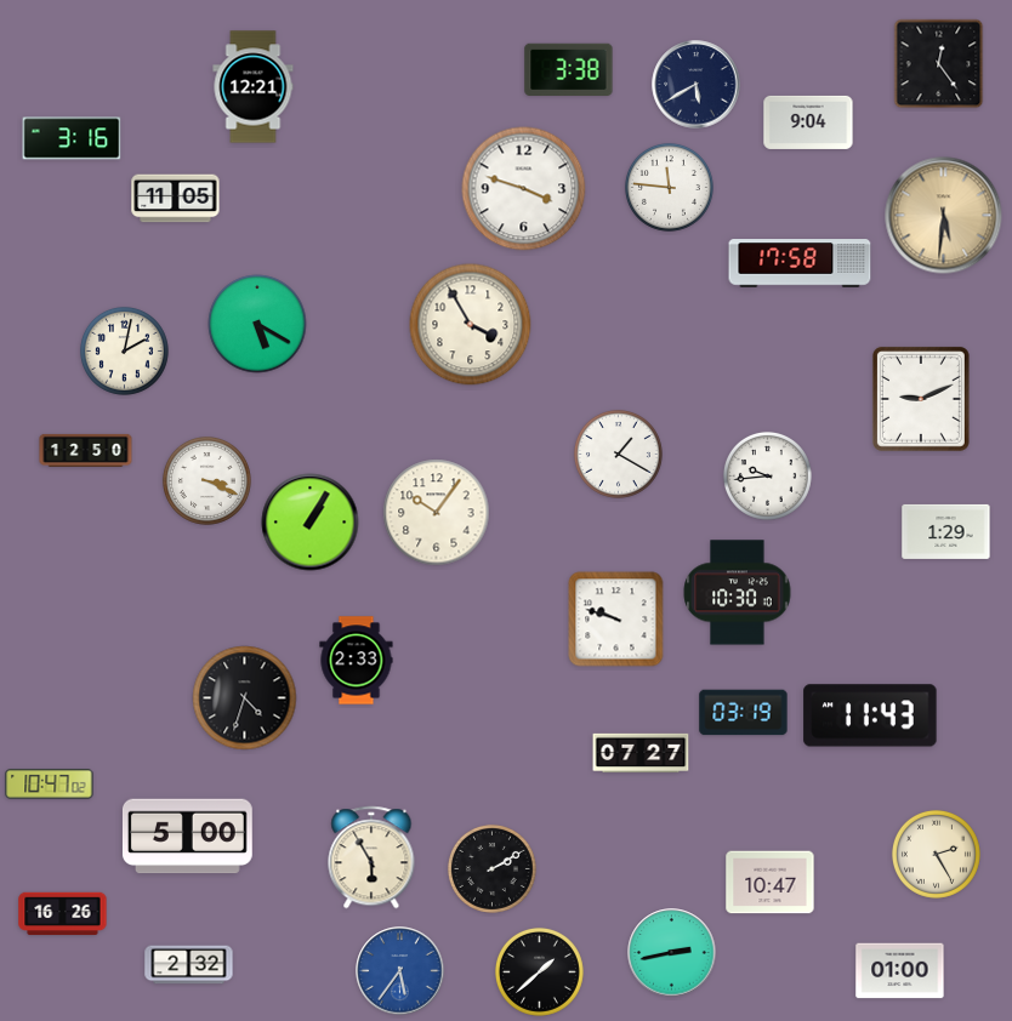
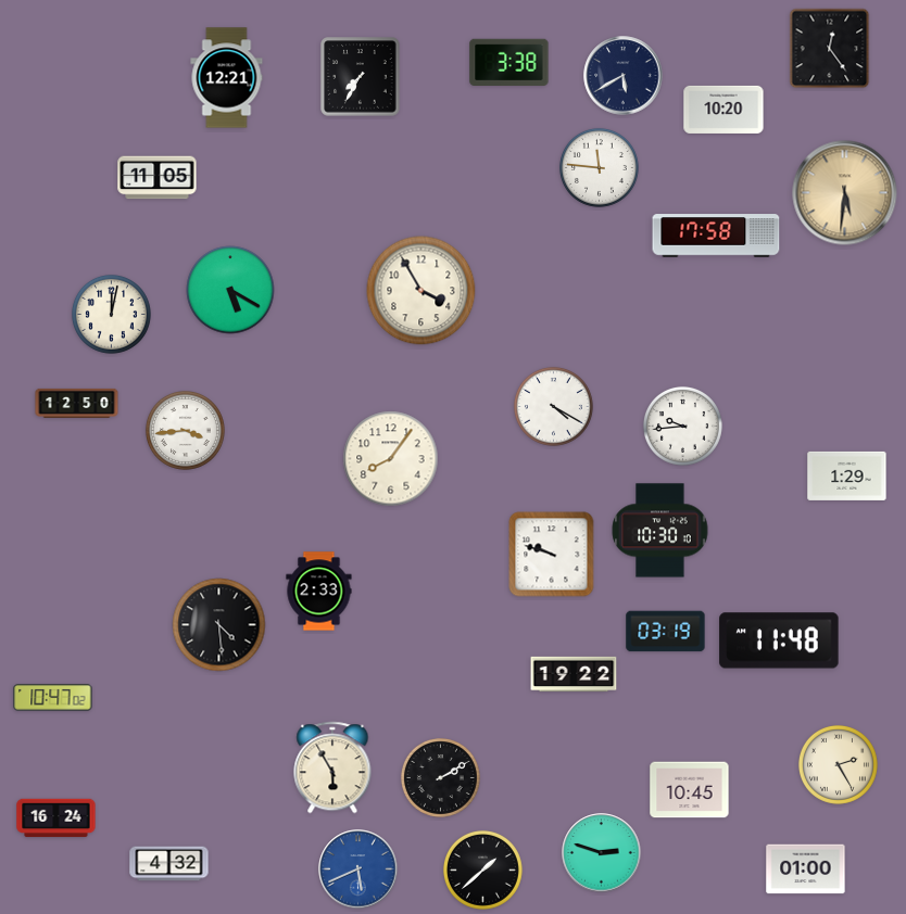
clock at (939, 64) position: (939, 64) -> (830, 49)
clock at (361, 77): none -> 7:35
clock at (808, 122): 9:04 -> 10:20
clock at (72, 138): 3:16 -> none
clock at (524, 189): 3:48 -> none
clock at (124, 350): 2:02 -> 12:02
clock at (921, 399): 9:11 -> none
clock at (618, 454): 1:20 -> 4:20
clock at (767, 475) position: (767, 475) -> (682, 426)
clock at (206, 480): 3:19 -> 3:44
clock at (437, 513): 10:06 -> 8:06
clock at (311, 523): 1:05 -> none
clock at (245, 698): 4:33 -> 4:29
clock at (744, 713) position: (744, 713) -> (666, 632)
clock at (870, 715): 11:43 -> 11:48
clock at (641, 753): 07:27 -> 19:22
clock at (50, 785) position: (50, 785) -> (53, 698)
clock at (187, 837): 5:00 -> none
clock at (771, 883): 10:47 -> 10:45
clock at (63, 914): 16:26 -> 16:24
clock at (672, 953): 2:43 -> 2:48
clock at (189, 965): 2:32 -> 4:32
clock at (400, 971): 5:36 -> 5:41
